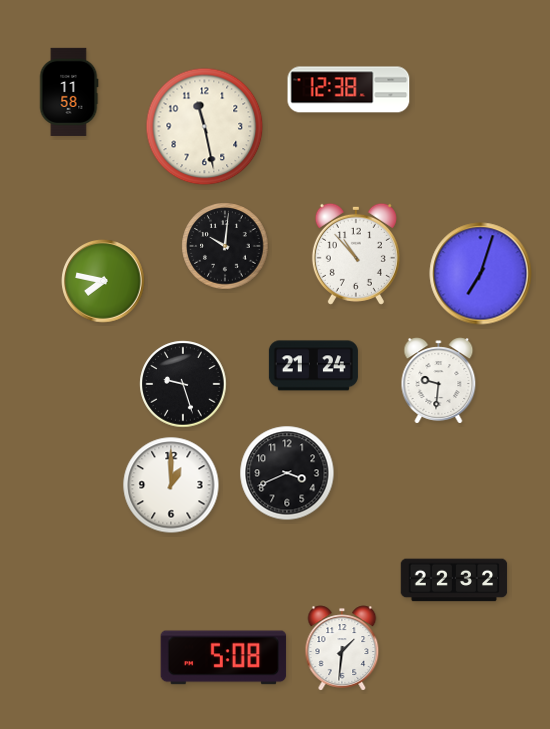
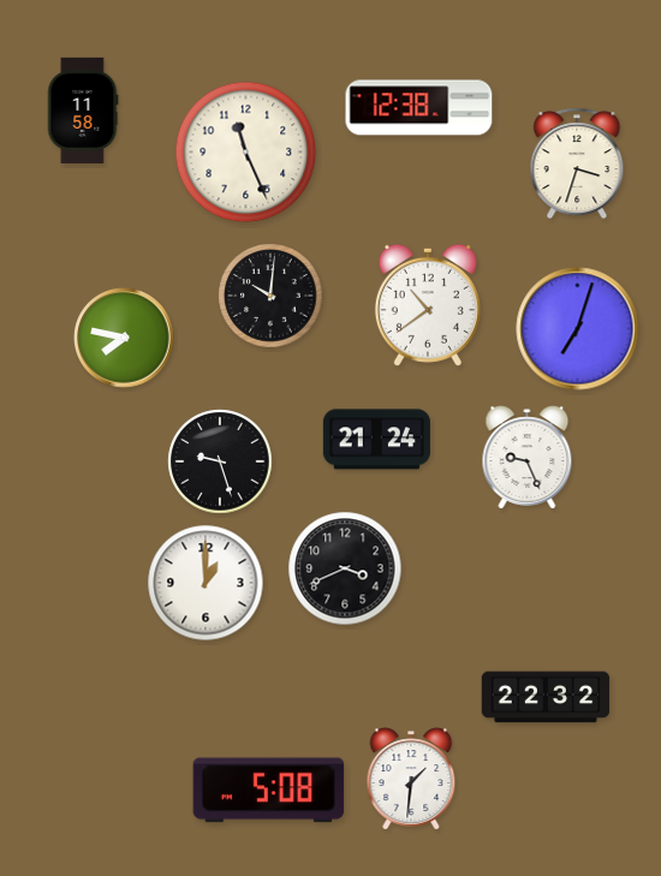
clock at (205, 127): 11:28 -> 11:26
clock at (577, 163): none -> 3:33
clock at (356, 254): 10:53 -> 10:39
clock at (439, 381): 9:31 -> 9:26
